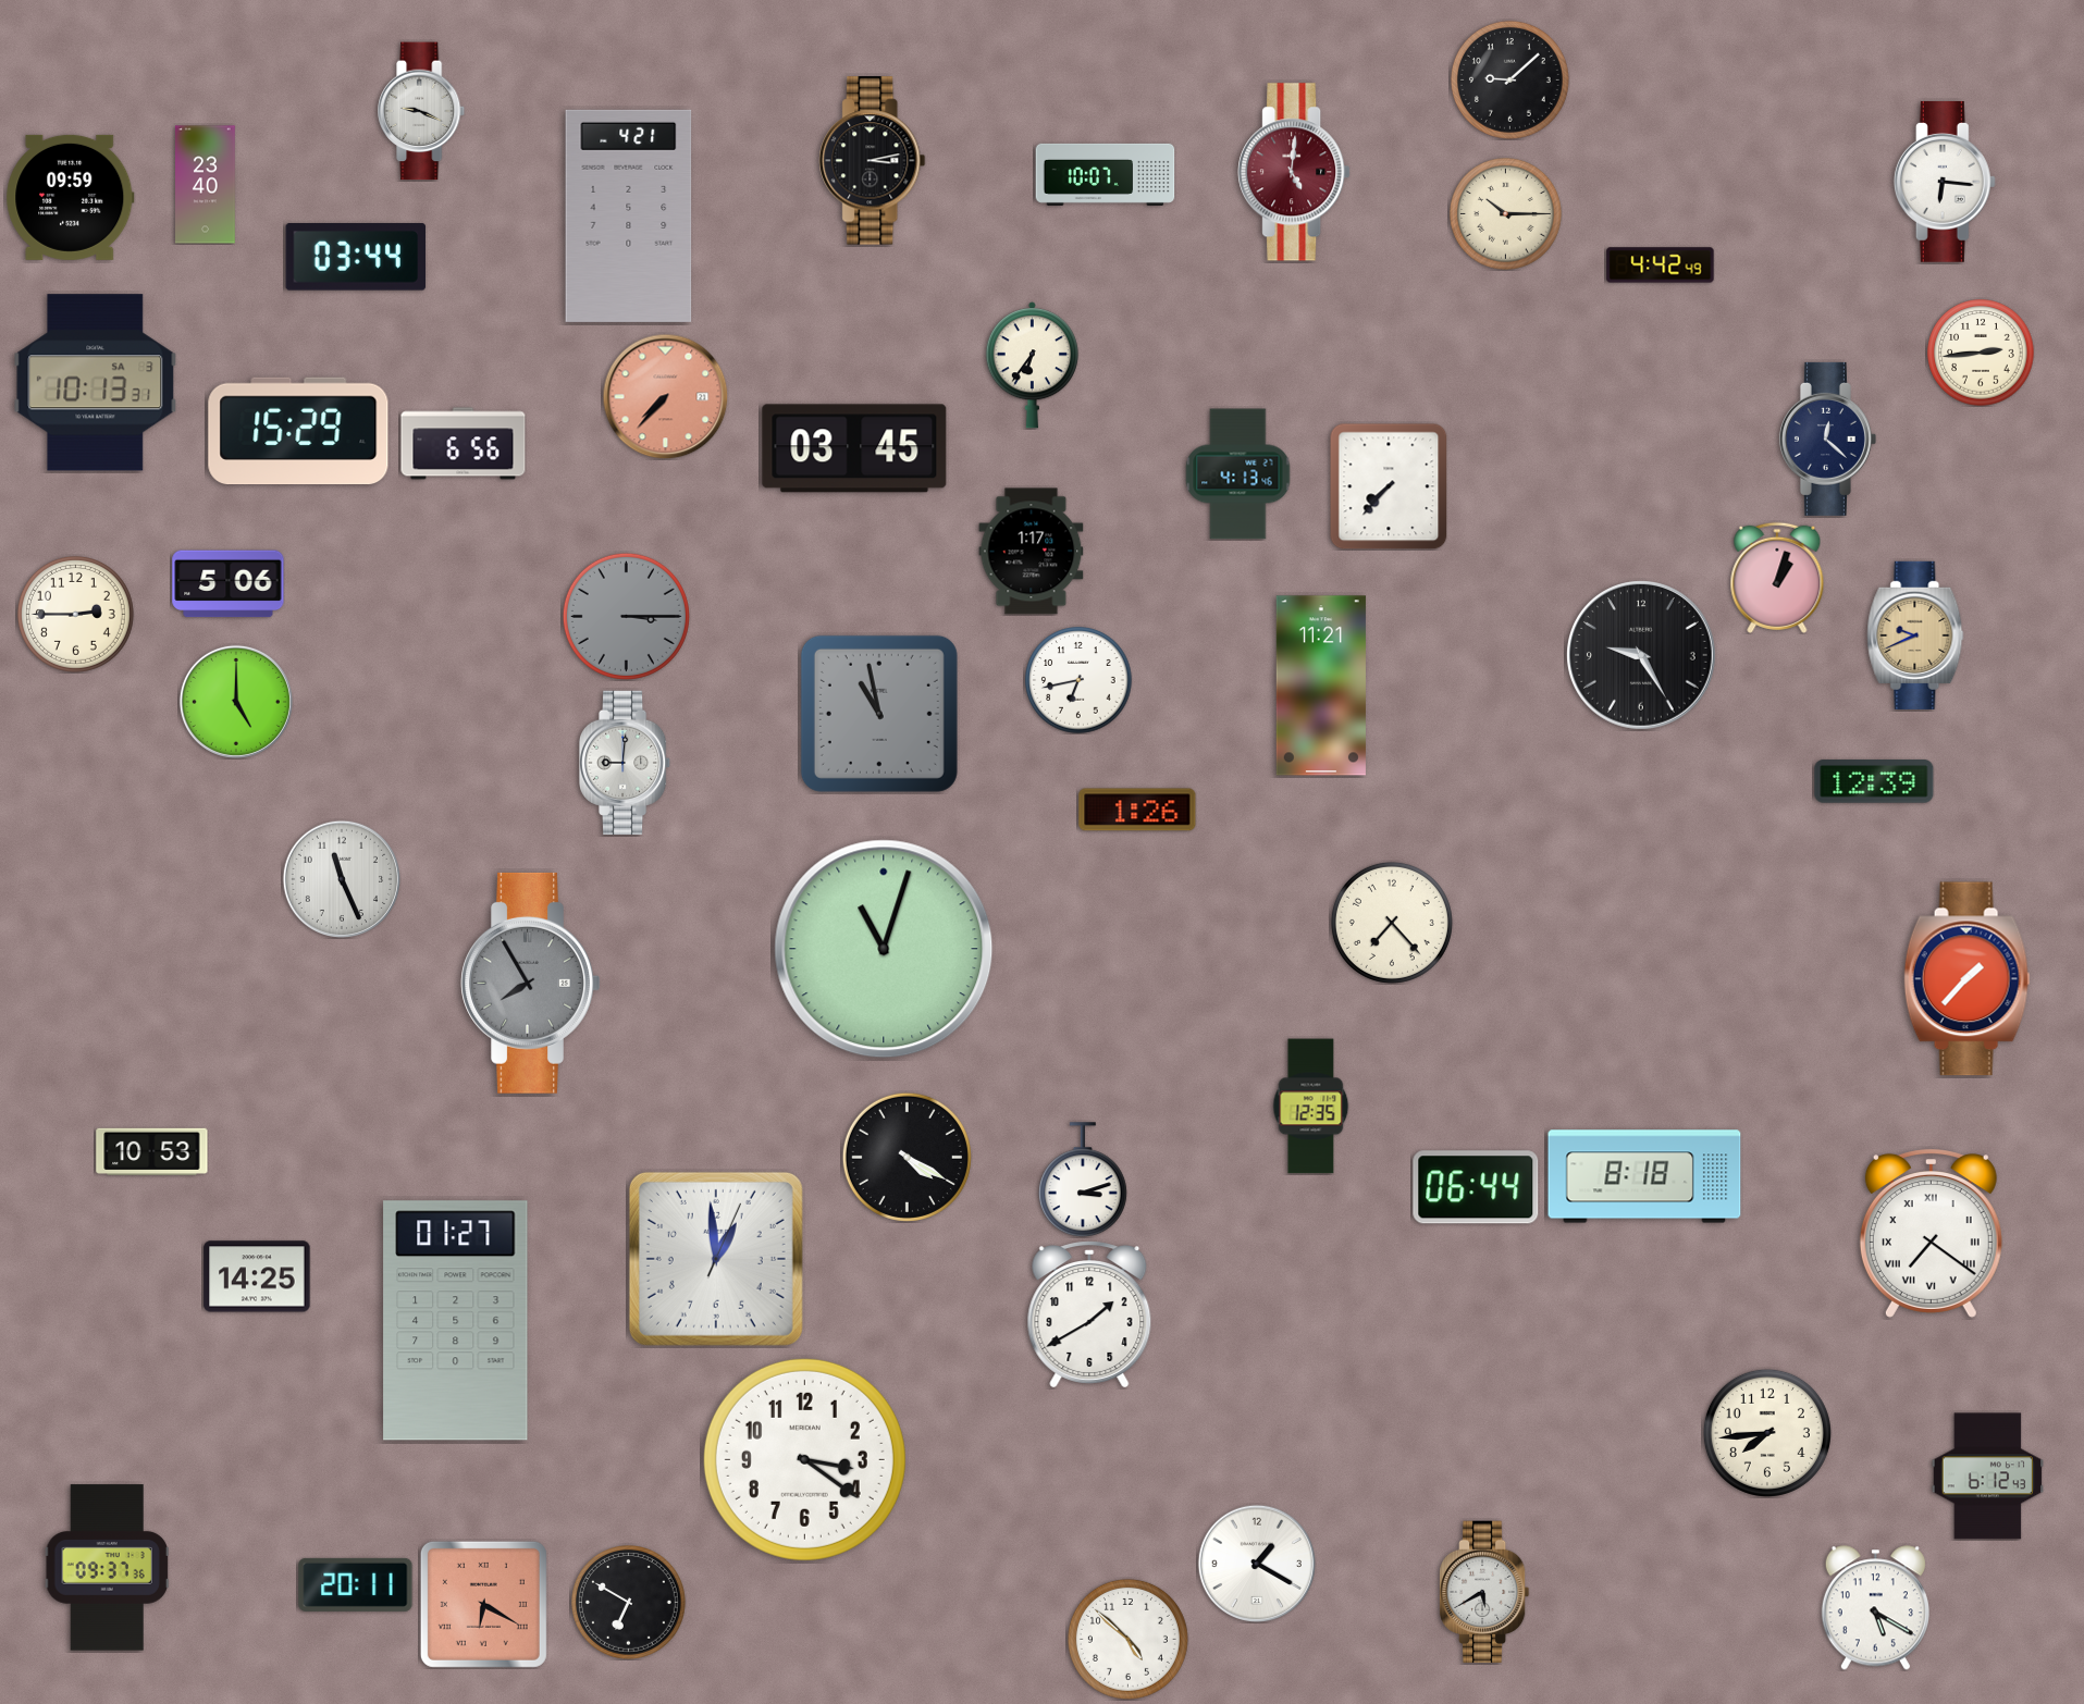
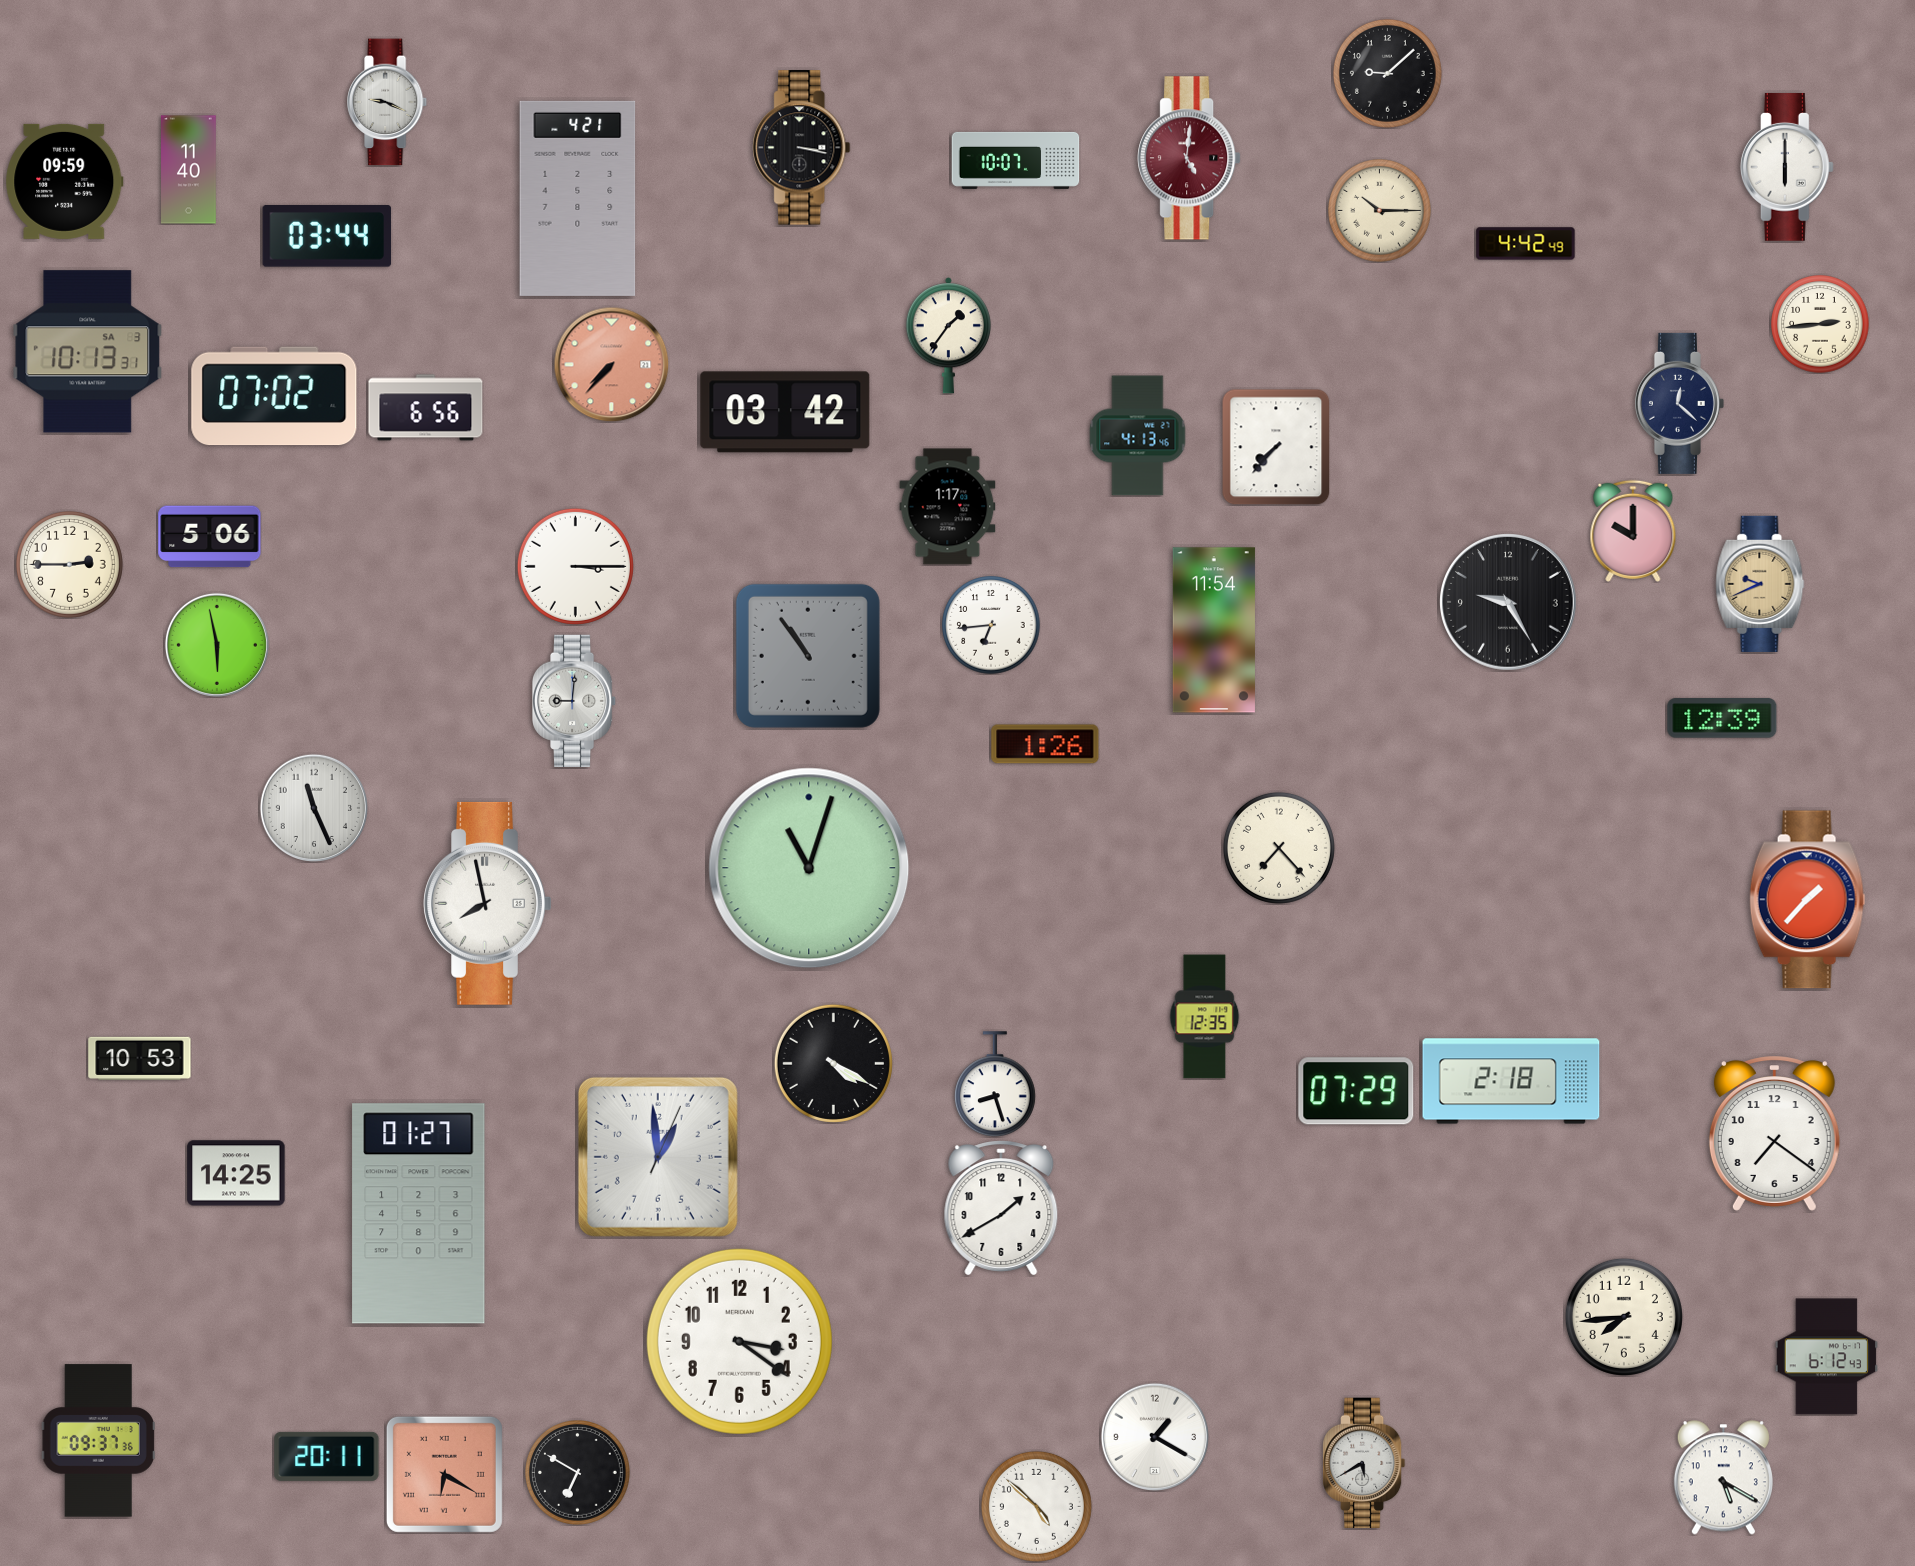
clock at (873, 161): 3:13 -> 3:17
clock at (1945, 183): 6:16 -> 6:00
clock at (206, 185): 23:40 -> 11:40
clock at (1506, 214) position: (1506, 214) -> (1380, 211)
clock at (1032, 366): 6:36 -> 1:36
clock at (298, 431): 15:29 -> 07:02
clock at (854, 448): 03:45 -> 03:42
clock at (1777, 578): 1:03 -> 10:00
clock at (626, 616) dial: grey -> white
clock at (1078, 680): 6:43 -> 6:44
clock at (1321, 686): 11:21 -> 11:54
clock at (236, 702): 5:00 -> 5:58
clock at (879, 714): 10:58 -> 10:54
clock at (884, 949) position: (884, 949) -> (809, 868)
clock at (531, 983): 7:55 -> 7:58
clock at (531, 983) dial: grey -> white
clock at (1644, 1176): 8:18 -> 2:18
clock at (1083, 1180): 3:12 -> 8:27
clock at (1476, 1187): 06:44 -> 07:29
clock at (1931, 1234) numerals: Roman -> Arabic
